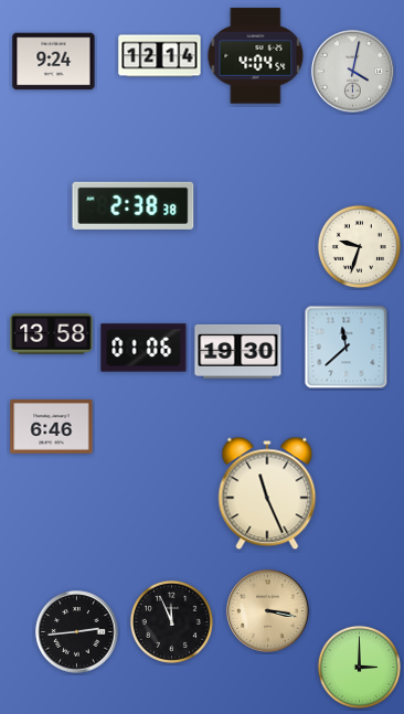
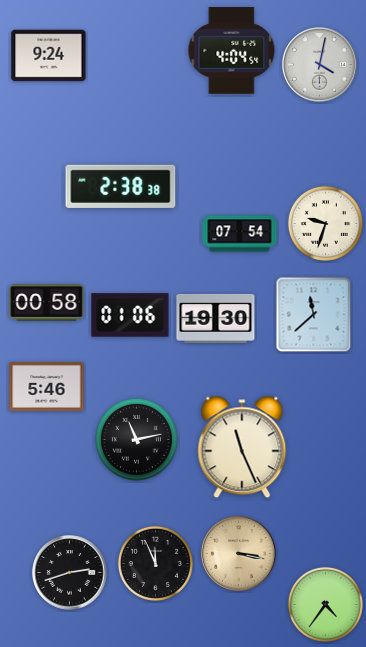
clock at (160, 56): 12:14 -> none
clock at (240, 234): none -> 07:54
clock at (52, 334): 13:58 -> 00:58
clock at (52, 426): 6:46 -> 5:46
clock at (136, 439): none -> 11:13
clock at (268, 611) position: (268, 611) -> (239, 554)
clock at (77, 632): 2:44 -> 2:42
clock at (359, 667): 3:00 -> 4:36
